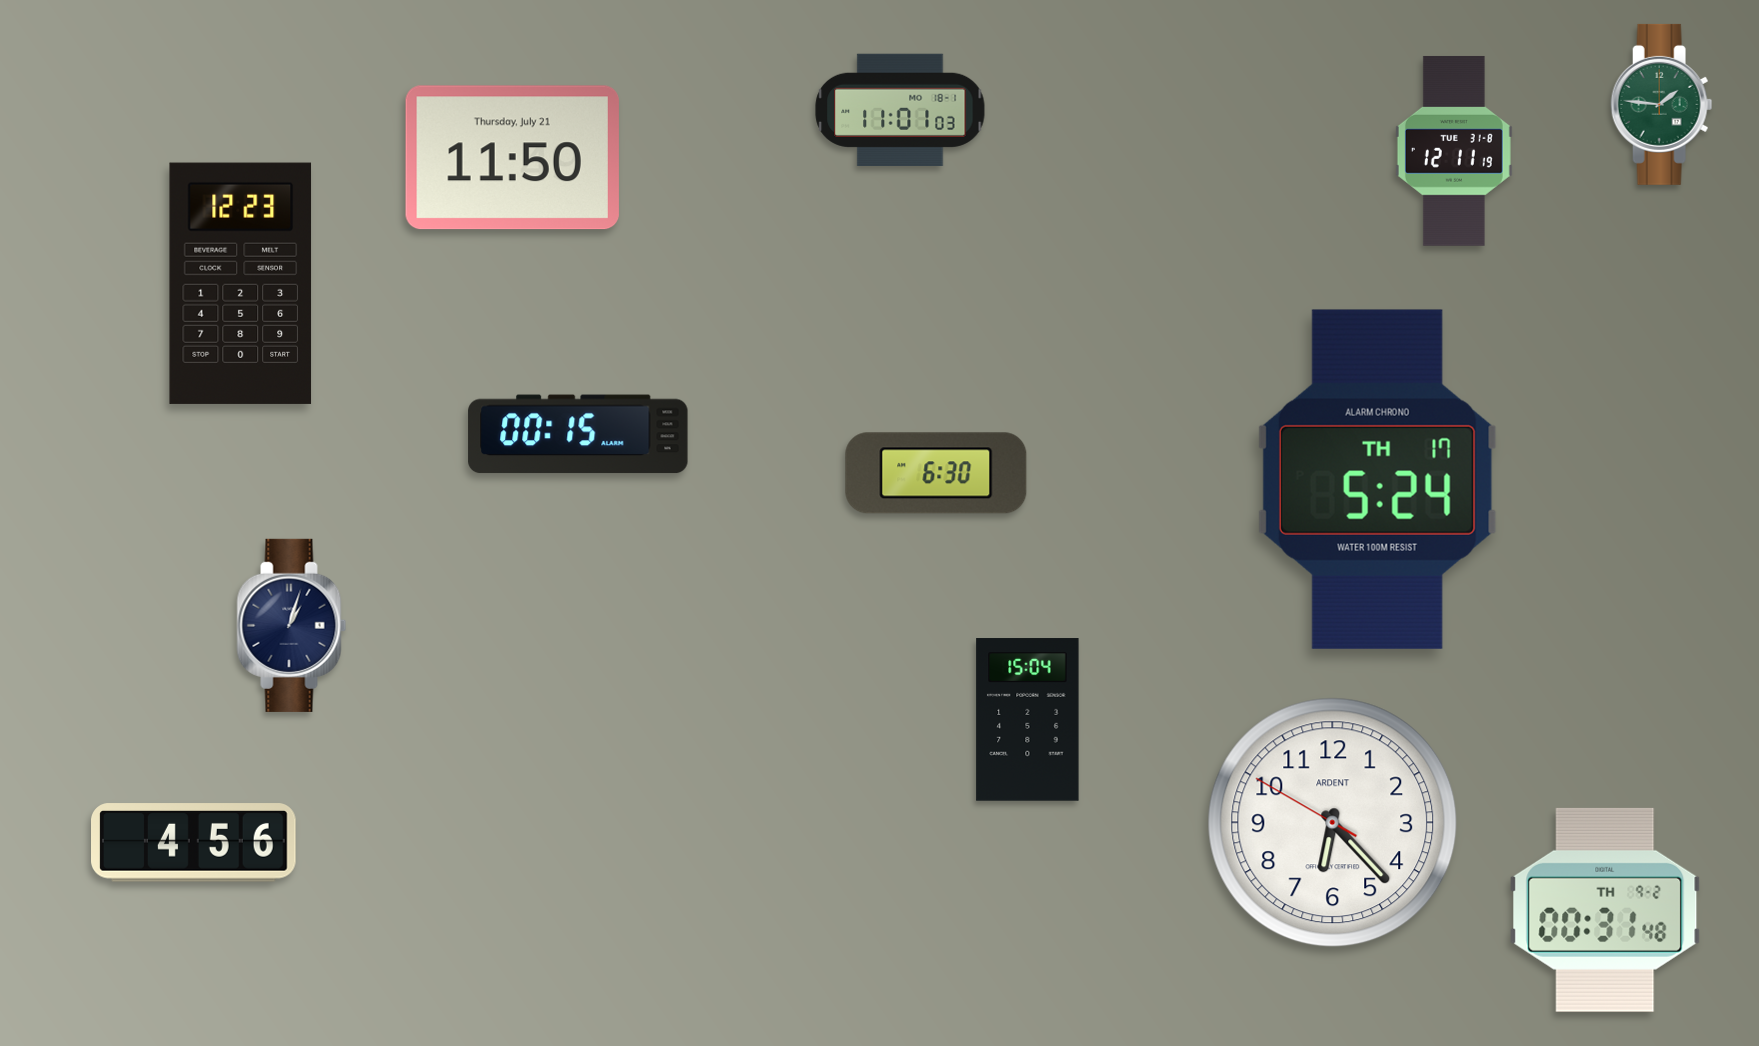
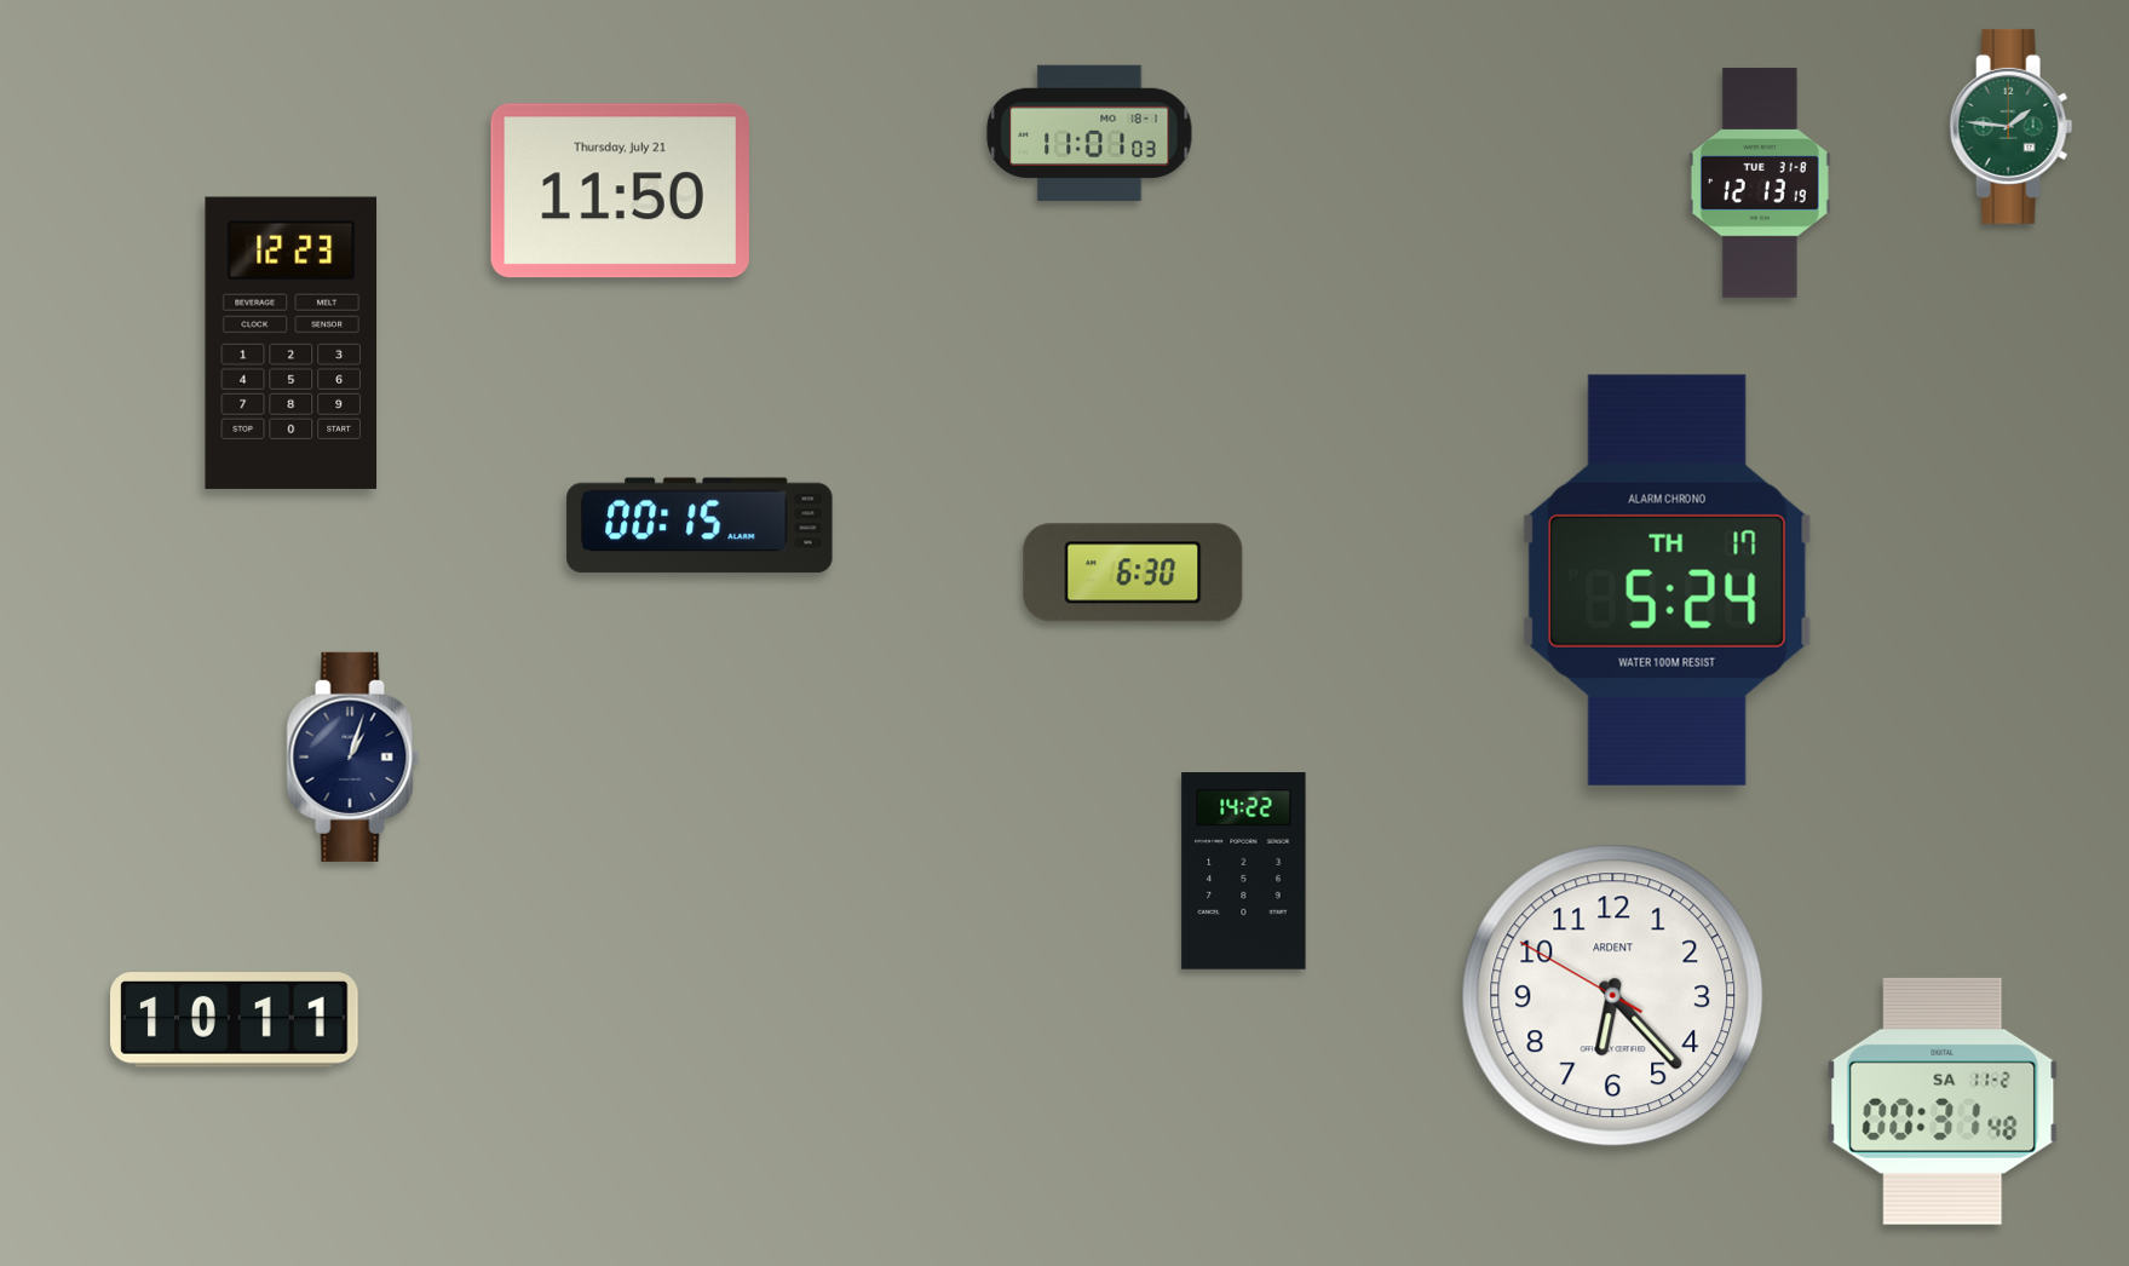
clock at (1454, 151): 12:11 -> 12:13
clock at (1028, 720): 15:04 -> 14:22
clock at (194, 843): 4:56 -> 10:11
clock at (1605, 910) date: TH 9-2 -> SA 11-2
